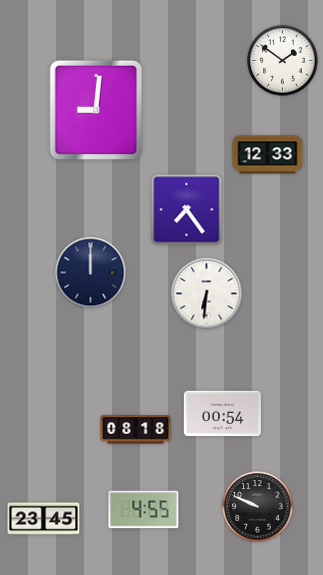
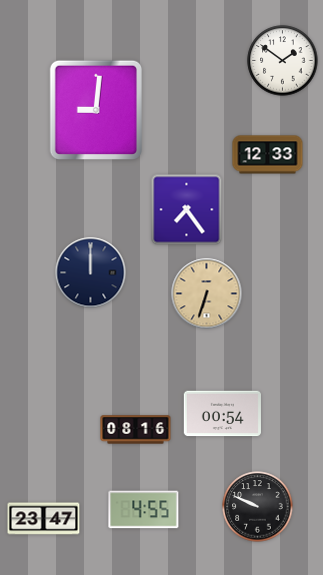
clock at (207, 294): 6:31 -> 6:33
clock at (207, 294) dial: white -> champagne
clock at (136, 430): 08:18 -> 08:16
clock at (44, 519): 23:45 -> 23:47
